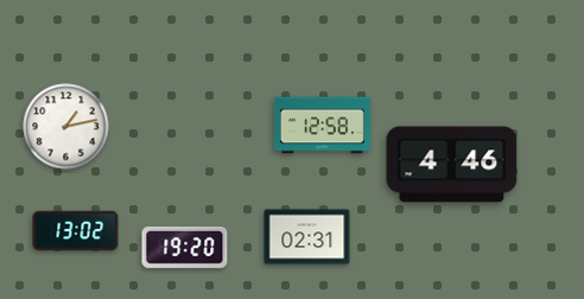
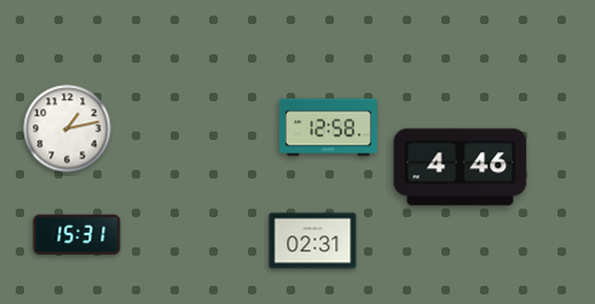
clock at (76, 231): 13:02 -> 15:31
clock at (185, 247): 19:20 -> none
